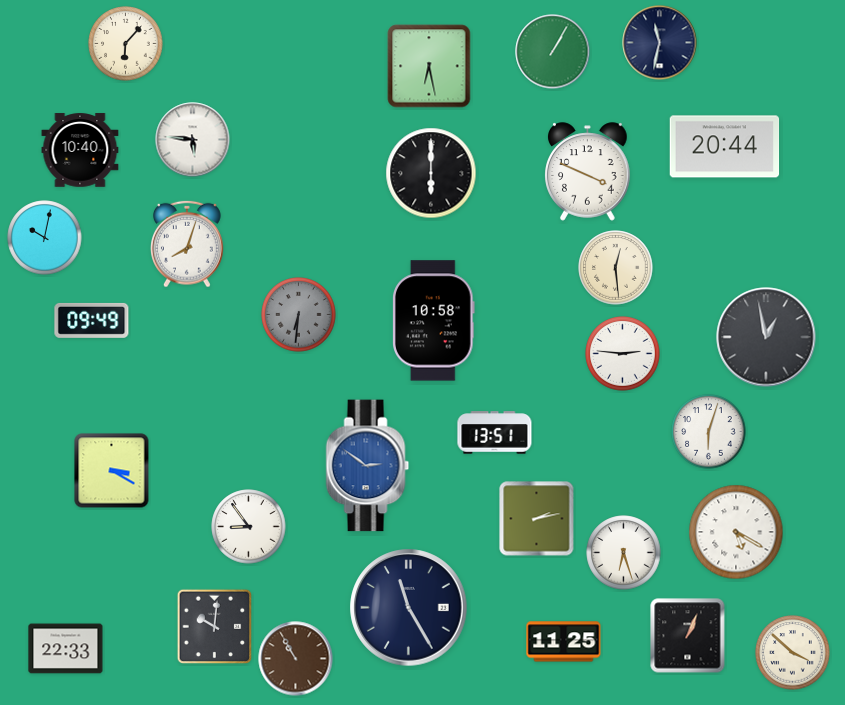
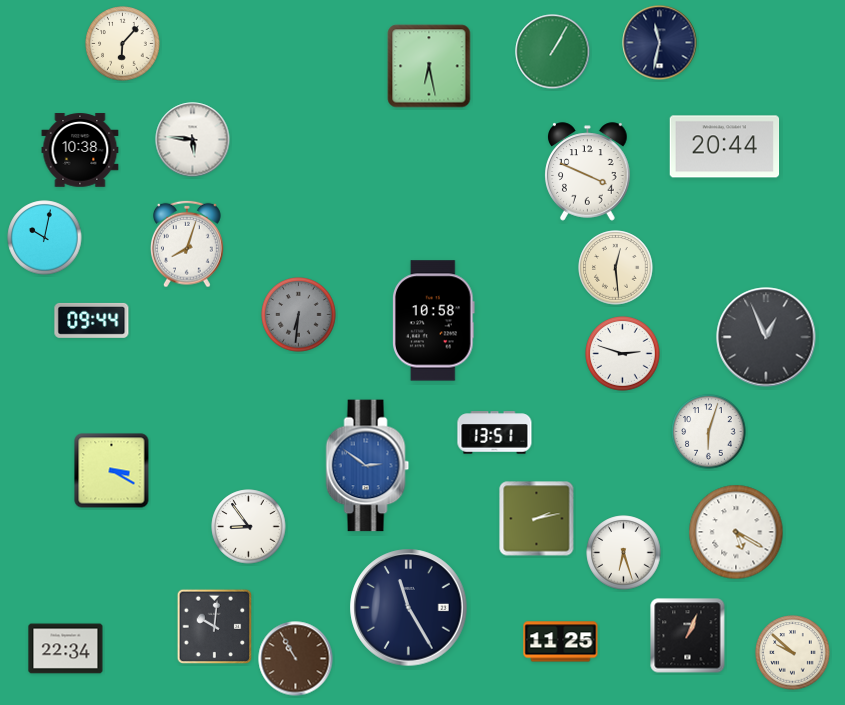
clock at (126, 44) position: (126, 44) -> (123, 44)
clock at (80, 150): 10:40 -> 10:38
clock at (431, 173): 6:00 -> none
clock at (92, 320): 09:49 -> 09:44
clock at (766, 337): 12:58 -> 12:56
clock at (623, 354): 2:46 -> 2:48
clock at (564, 642) position: (564, 642) -> (561, 642)
clock at (66, 649): 22:33 -> 22:34
clock at (793, 653): 3:52 -> 9:52
